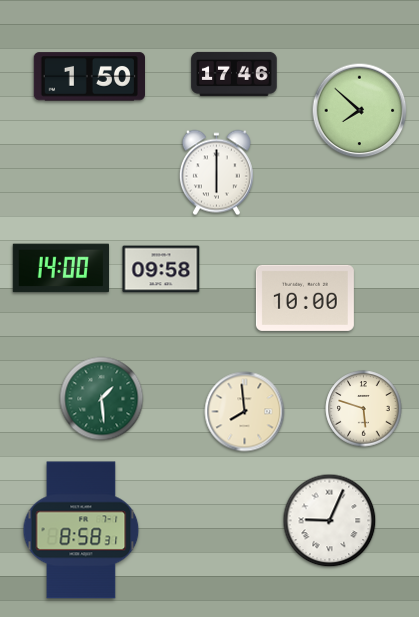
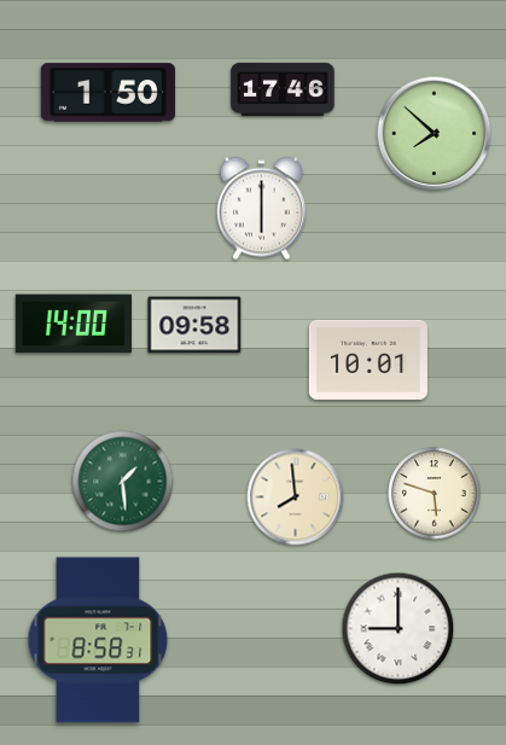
clock at (305, 298): 10:00 -> 10:01
clock at (364, 409) position: (364, 409) -> (435, 494)
clock at (330, 521): 9:04 -> 9:00
